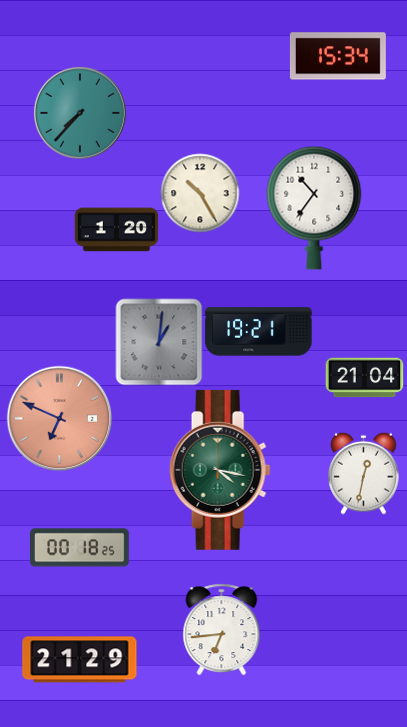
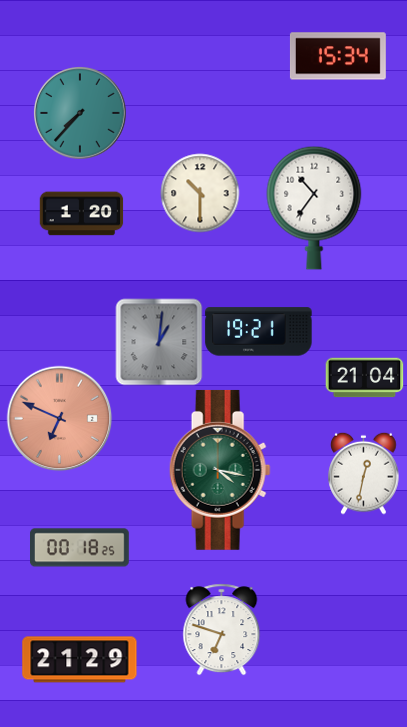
clock at (200, 193): 10:25 -> 10:30
clock at (116, 230) position: (116, 230) -> (81, 214)
clock at (222, 629): 6:44 -> 6:48
